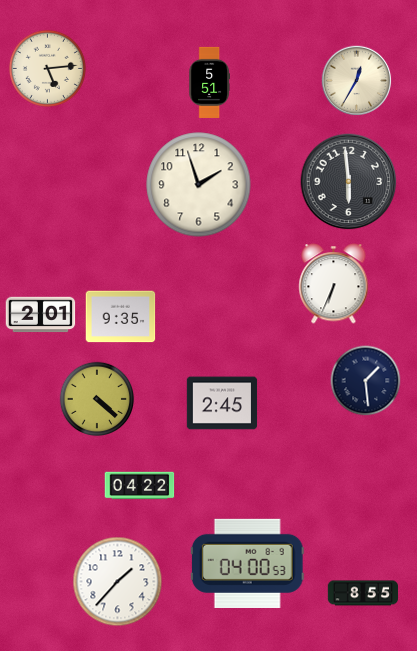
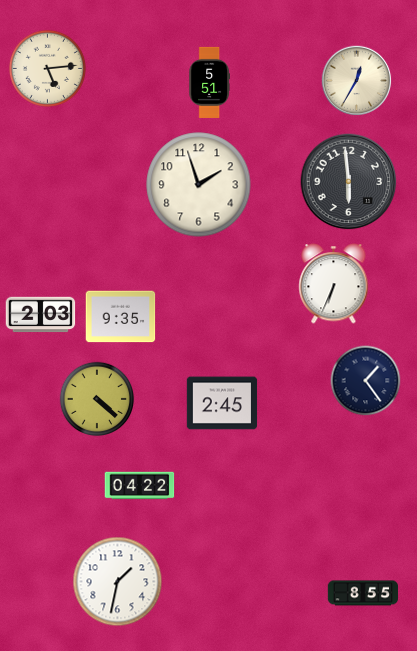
clock at (41, 315): 2:01 -> 2:03
clock at (366, 381): 1:29 -> 1:24
clock at (247, 563): 04:00 -> none
clock at (118, 582): 1:37 -> 1:32
